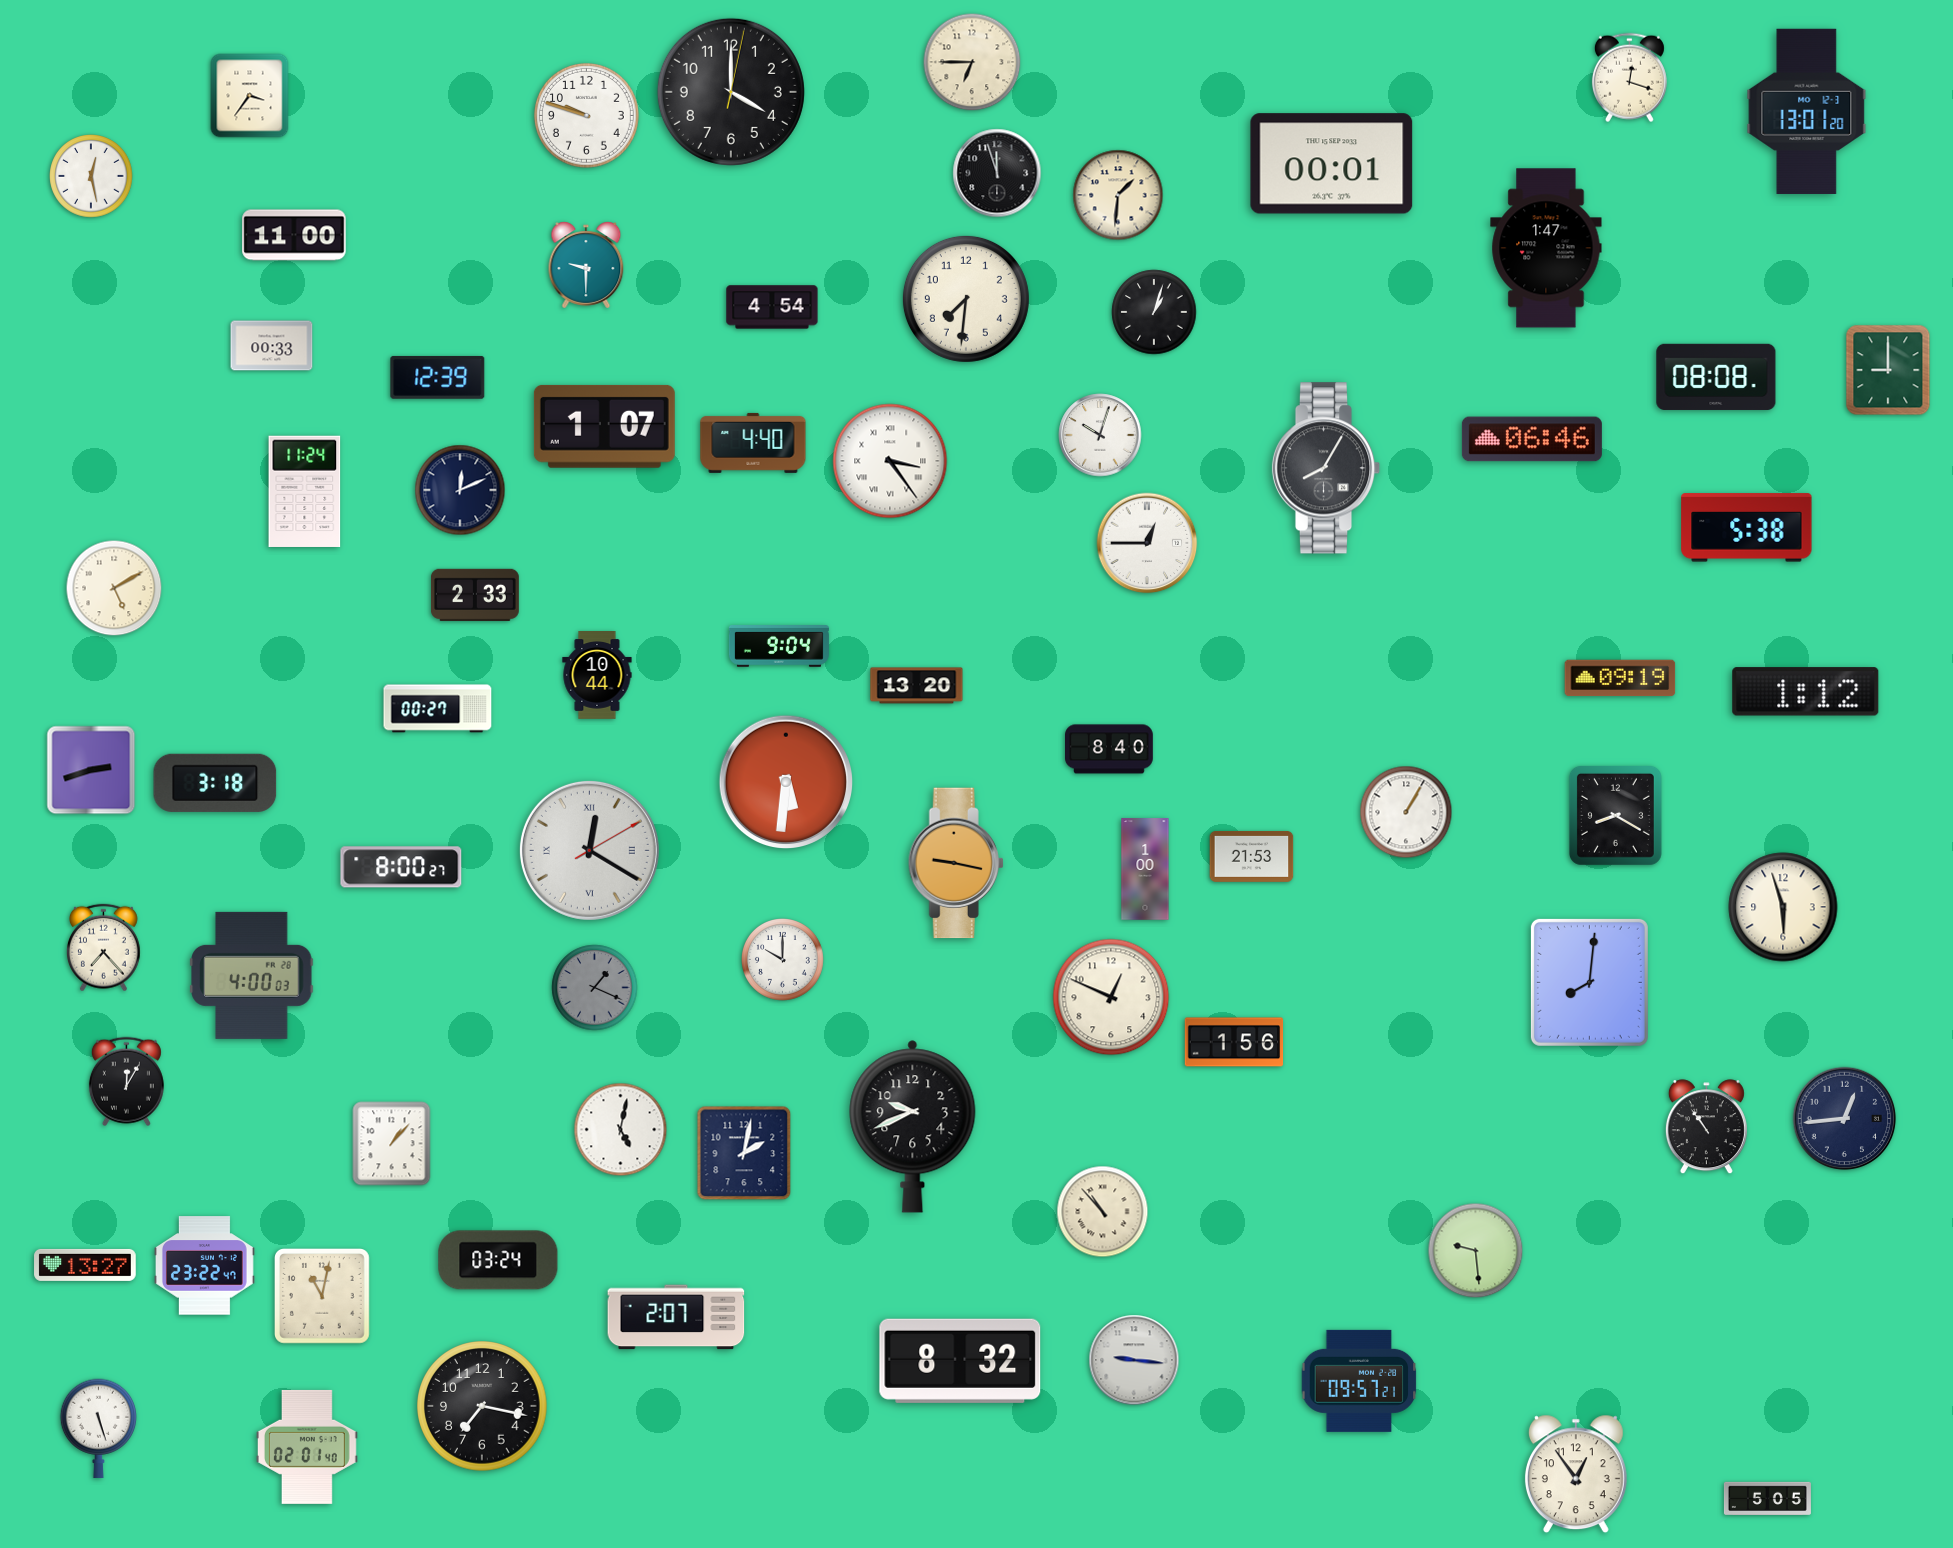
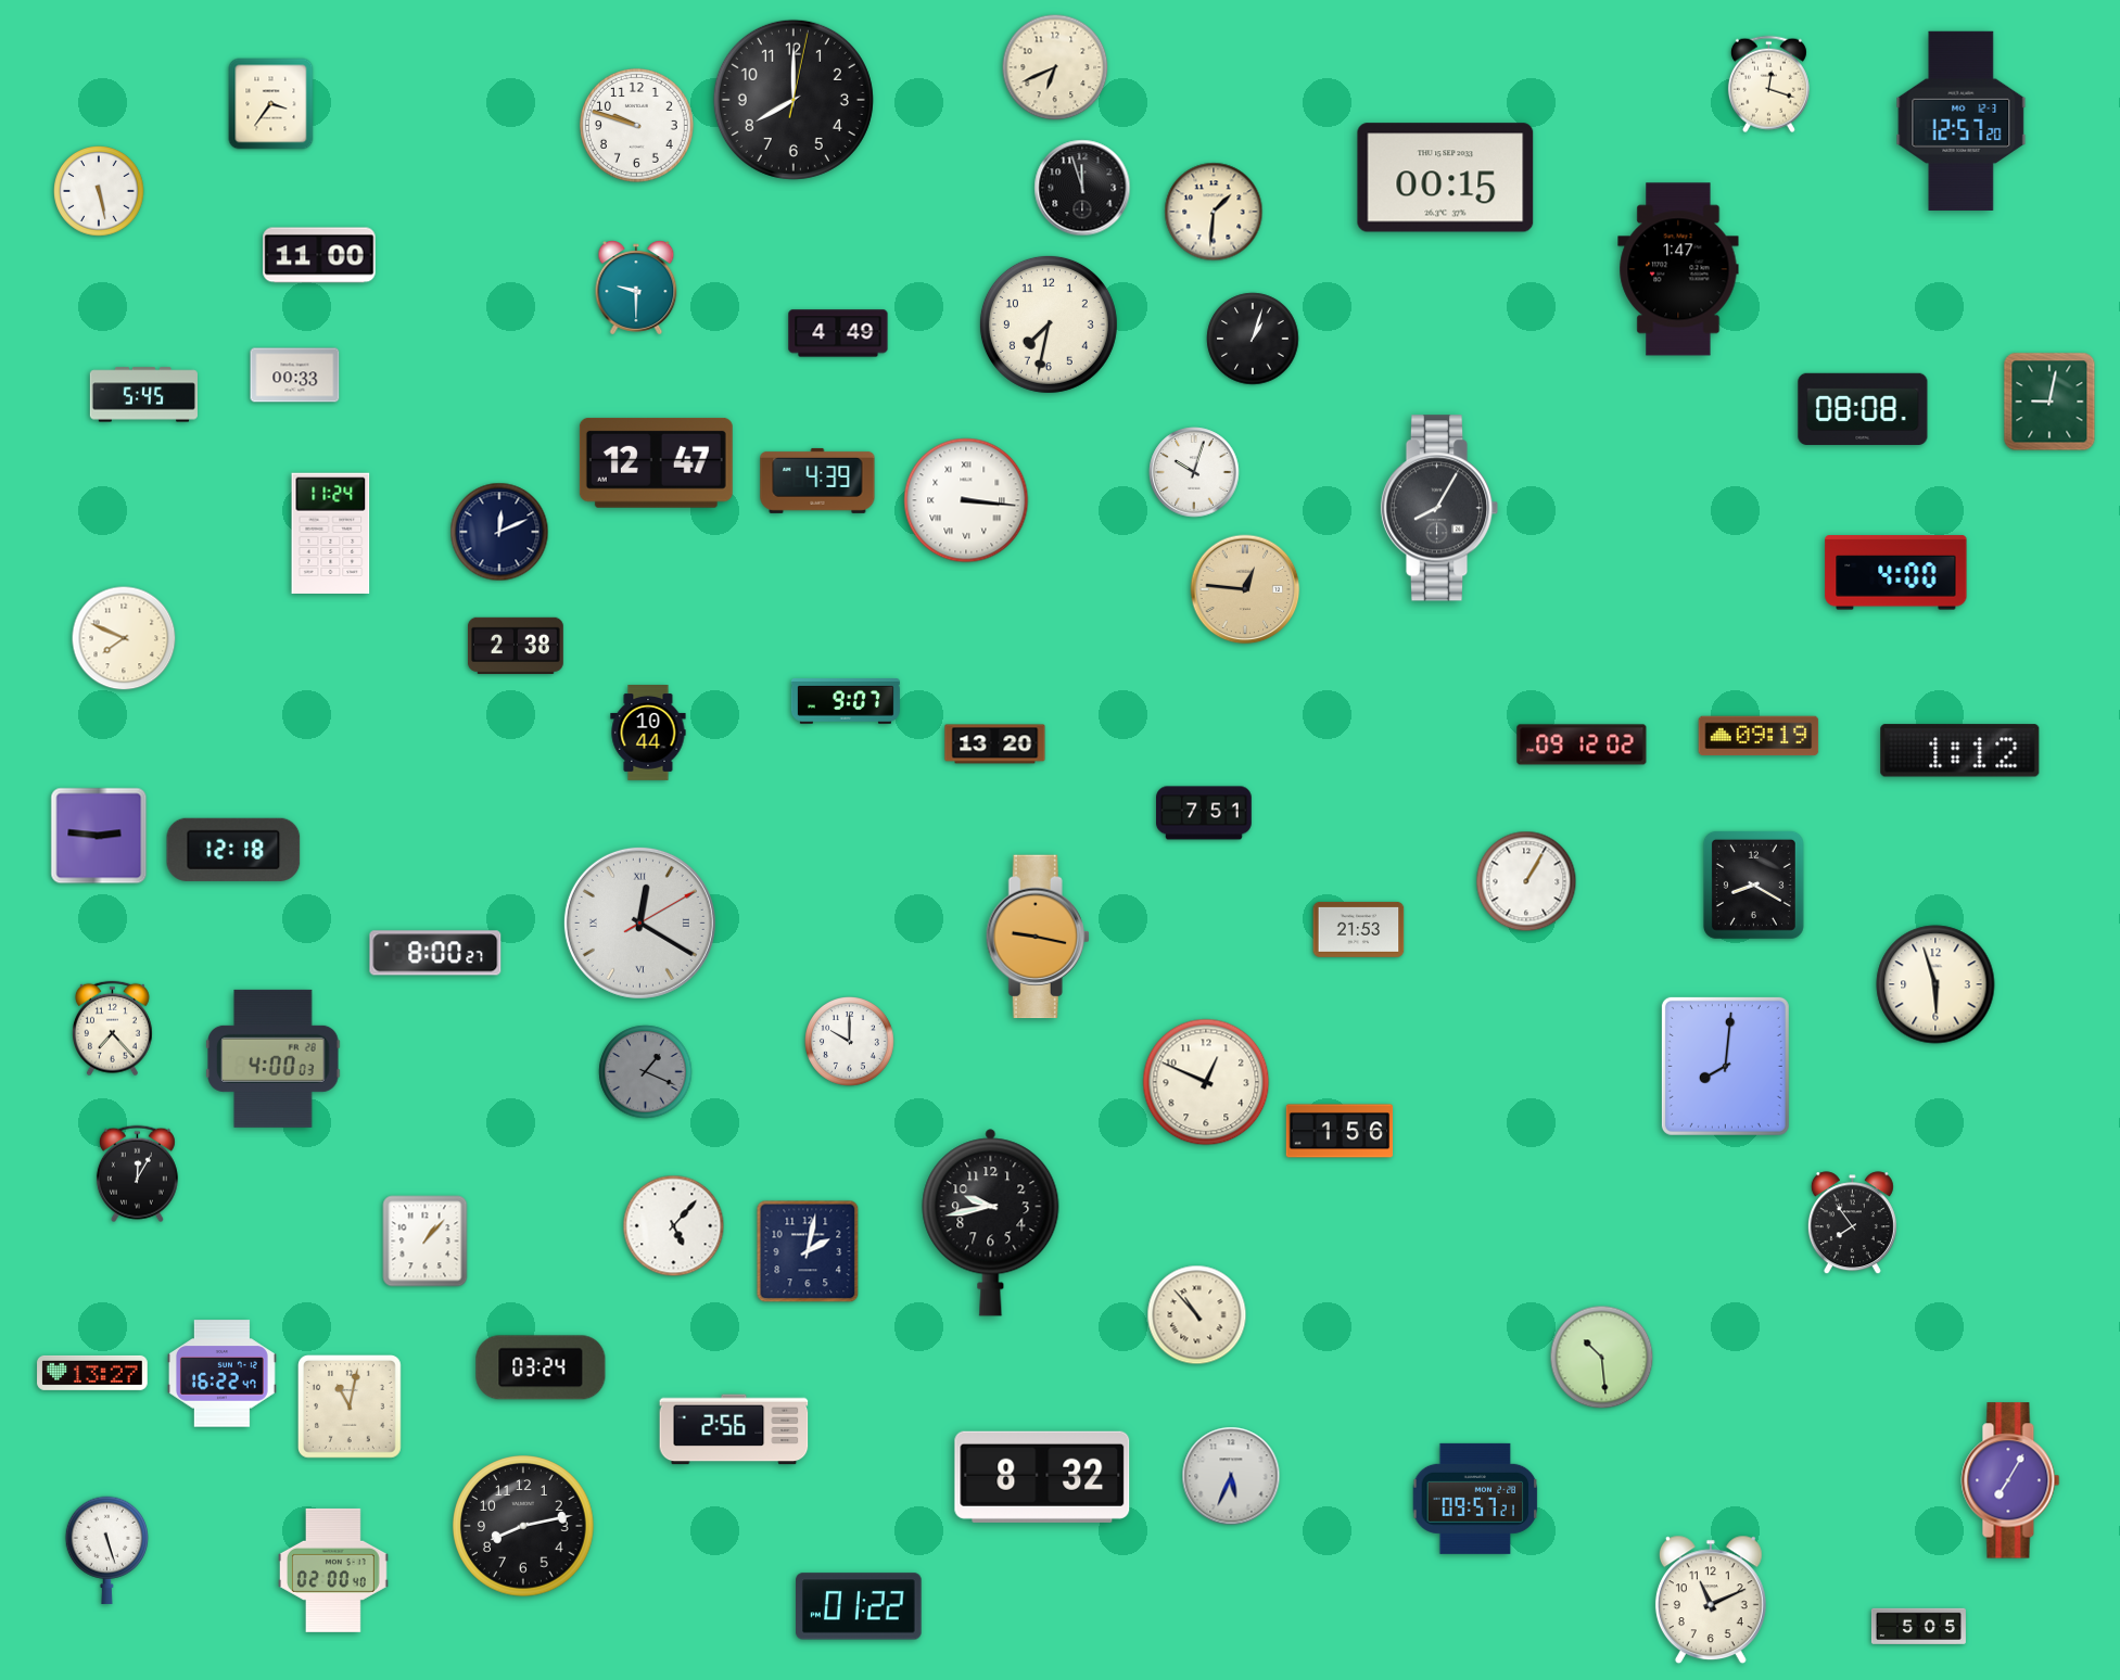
clock at (972, 62): 6:45 -> 6:41
clock at (731, 92): 4:00 -> 8:00
clock at (1807, 111): 13:01 -> 12:57
clock at (1332, 164): 00:01 -> 00:15
clock at (91, 176): 12:28 -> 5:28
clock at (966, 299): 7:31 -> 7:32
clock at (772, 307): 4:54 -> 4:49
clock at (143, 395): none -> 5:45
clock at (1888, 370): 9:00 -> 9:02
clock at (438, 377): 12:39 -> none
clock at (604, 426): 1:07 -> 12:47
clock at (1532, 439): 06:46 -> none
clock at (753, 443): 4:40 -> 4:39
clock at (890, 461): 3:24 -> 3:16
clock at (1747, 528): 5:38 -> 4:00
clock at (1147, 543): 12:45 -> 12:46
clock at (1147, 543) dial: white -> champagne
clock at (114, 588): 5:10 -> 7:49
clock at (475, 595): 2:33 -> 2:38
clock at (779, 647): 9:04 -> 9:07
clock at (1582, 744): none -> 09:12
clock at (438, 709): 00:27 -> none
clock at (1110, 749): 8:40 -> 7:51
clock at (91, 770): 2:42 -> 2:46
clock at (785, 781): 5:31 -> none
clock at (215, 783): 3:18 -> 12:18
clock at (401, 867) position: (401, 867) -> (435, 953)
clock at (1145, 869): 1:00 -> none
clock at (1845, 1119): 12:44 -> none
clock at (913, 1127): 9:41 -> 9:43
clock at (1706, 1127): 10:54 -> 7:54
clock at (621, 1130): 5:02 -> 5:07
clock at (1476, 1251): 9:29 -> 10:29
clock at (204, 1266): 23:22 -> 16:22
clock at (676, 1317): 2:07 -> 2:56
clock at (1134, 1360): 9:16 -> 5:34
clock at (2010, 1480): none -> 7:05
clock at (482, 1406): 7:17 -> 8:13
clock at (307, 1447): 02:01 -> 02:00
clock at (1576, 1474): 12:54 -> 11:11
clock at (859, 1606): none -> 01:22
